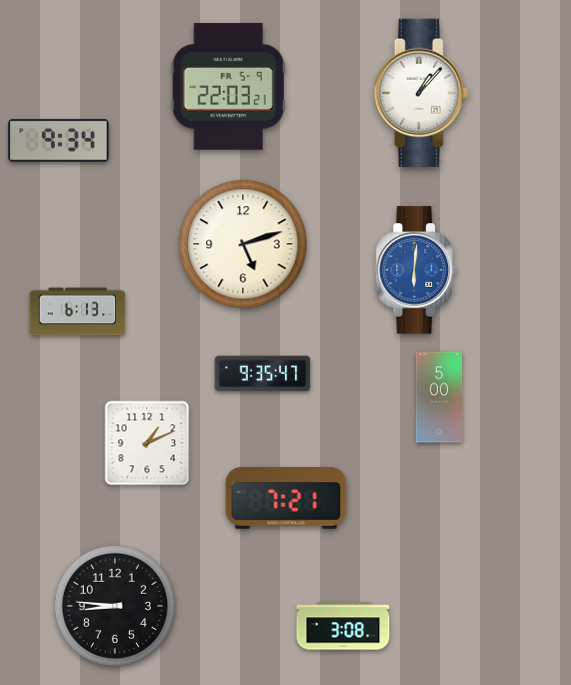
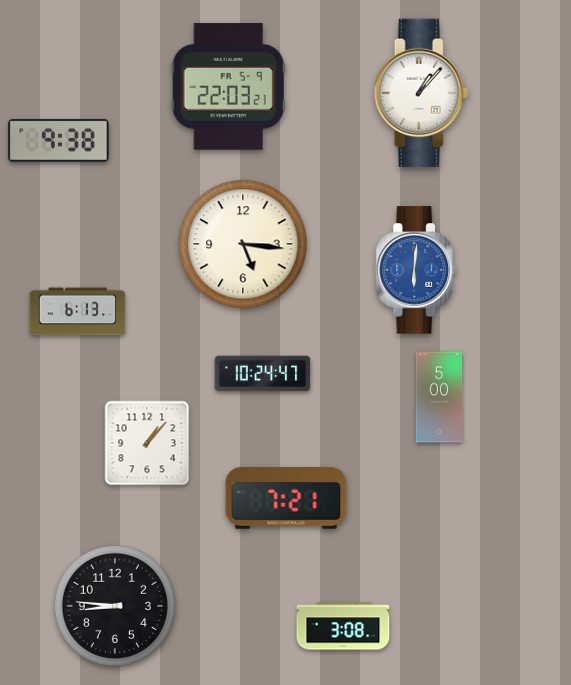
clock at (59, 140): 9:34 -> 9:38
clock at (243, 244): 5:12 -> 5:16
clock at (263, 374): 9:35 -> 10:24
clock at (147, 443): 1:11 -> 1:07
